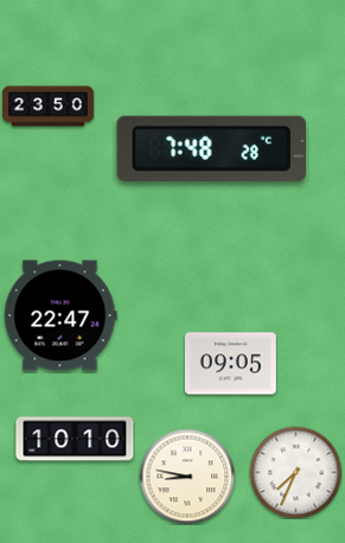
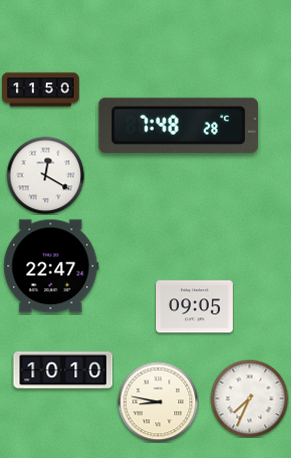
clock at (49, 107): 23:50 -> 11:50
clock at (45, 175): none -> 12:20
